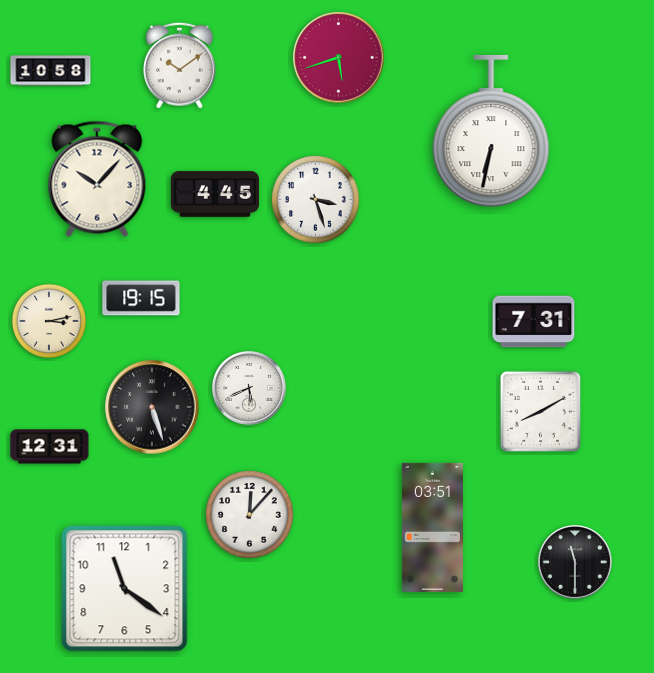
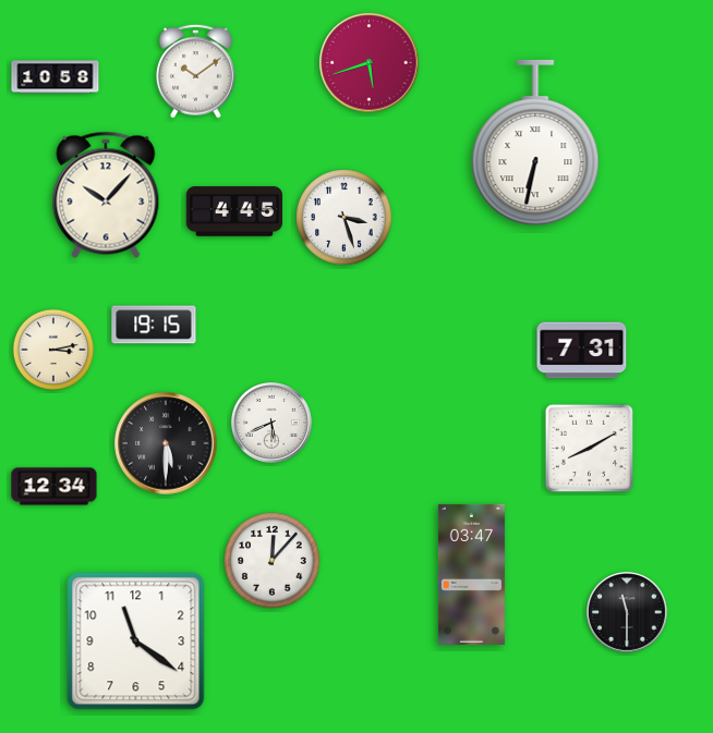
clock at (152, 407): 5:27 -> 5:30
clock at (50, 447): 12:31 -> 12:34
clock at (432, 527): 03:51 -> 03:47
